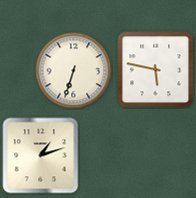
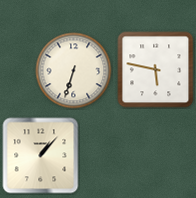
clock at (41, 156): 1:12 -> 1:07
